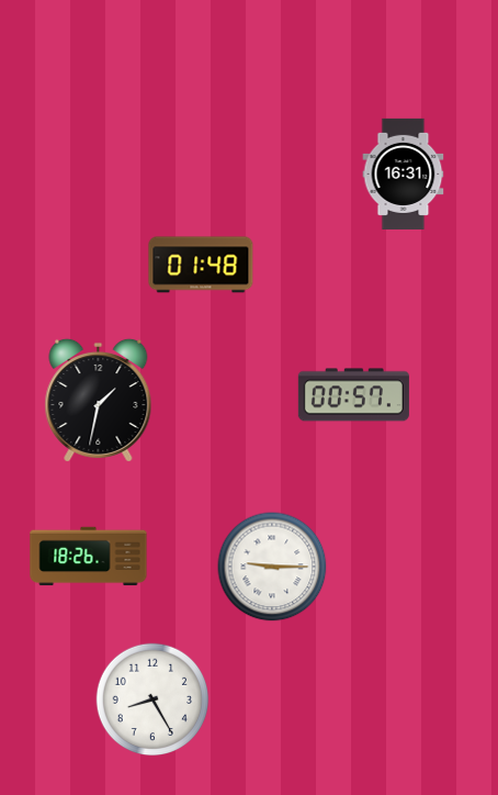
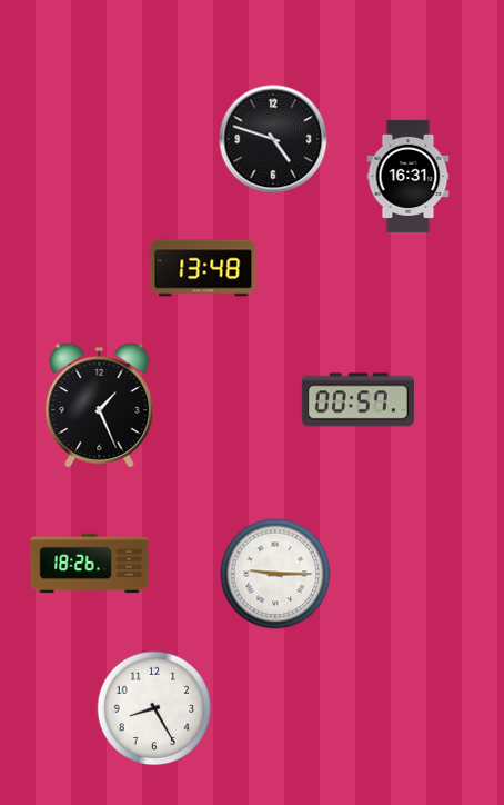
clock at (273, 139): none -> 4:48
clock at (201, 265): 01:48 -> 13:48
clock at (99, 400): 1:32 -> 1:26
